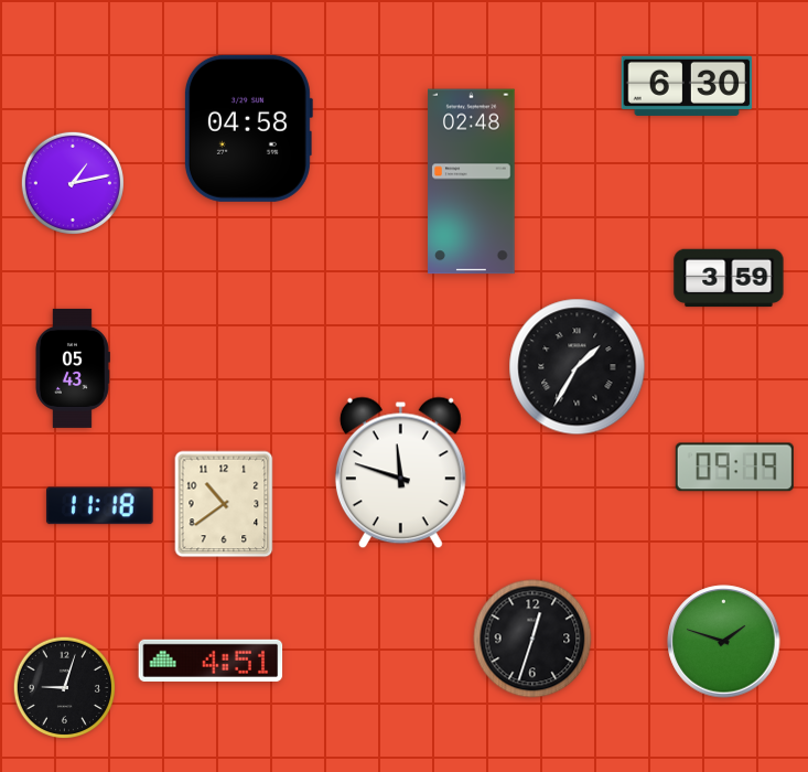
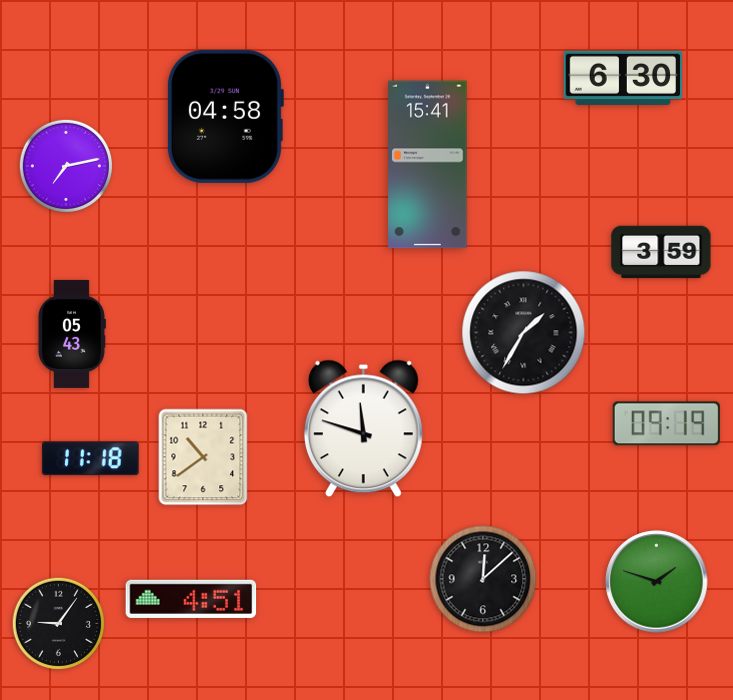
clock at (472, 182): 02:48 -> 15:41
clock at (73, 183): 1:13 -> 7:13
clock at (72, 368) position: (72, 368) -> (71, 334)
clock at (532, 639): 12:33 -> 12:08
clock at (65, 688): 9:03 -> 9:06
